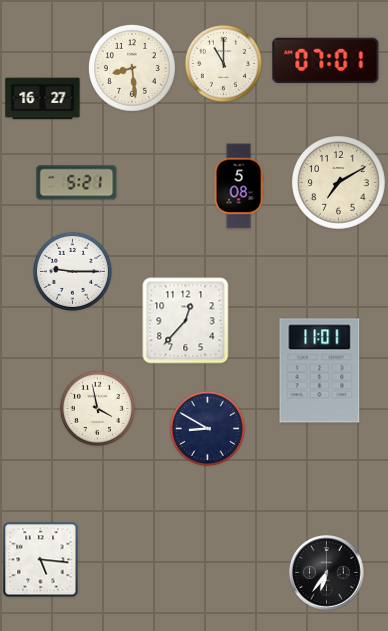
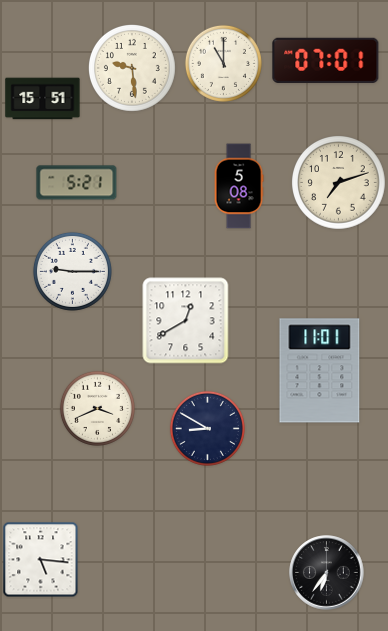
clock at (132, 68): 8:29 -> 9:29
clock at (43, 99): 16:27 -> 15:51
clock at (339, 183): 7:10 -> 7:12
clock at (186, 321): 12:37 -> 12:40
clock at (97, 408): 3:58 -> 3:41
